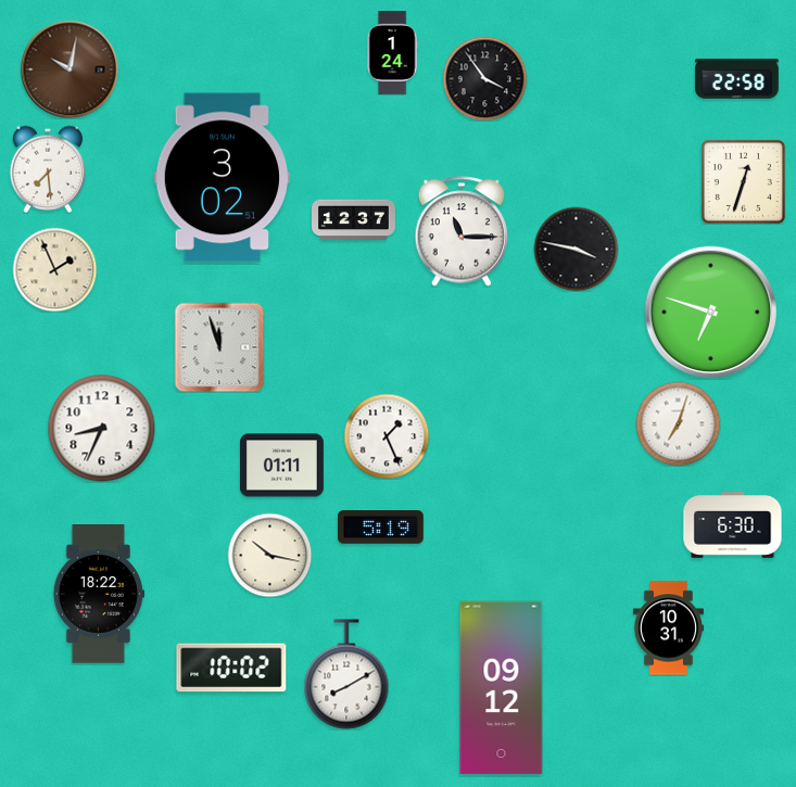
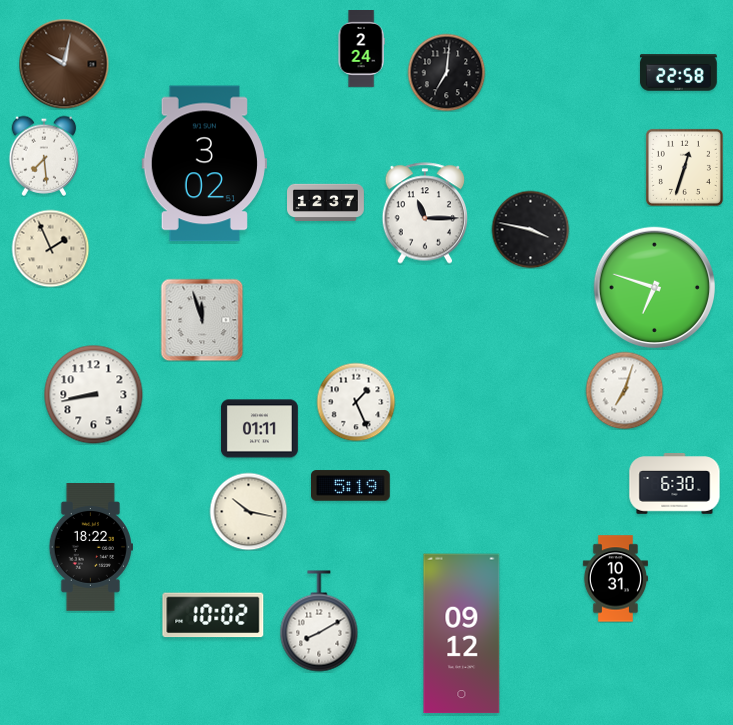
clock at (392, 53): 1:24 -> 2:24
clock at (484, 78): 3:54 -> 7:01
clock at (102, 429): 8:34 -> 8:43
